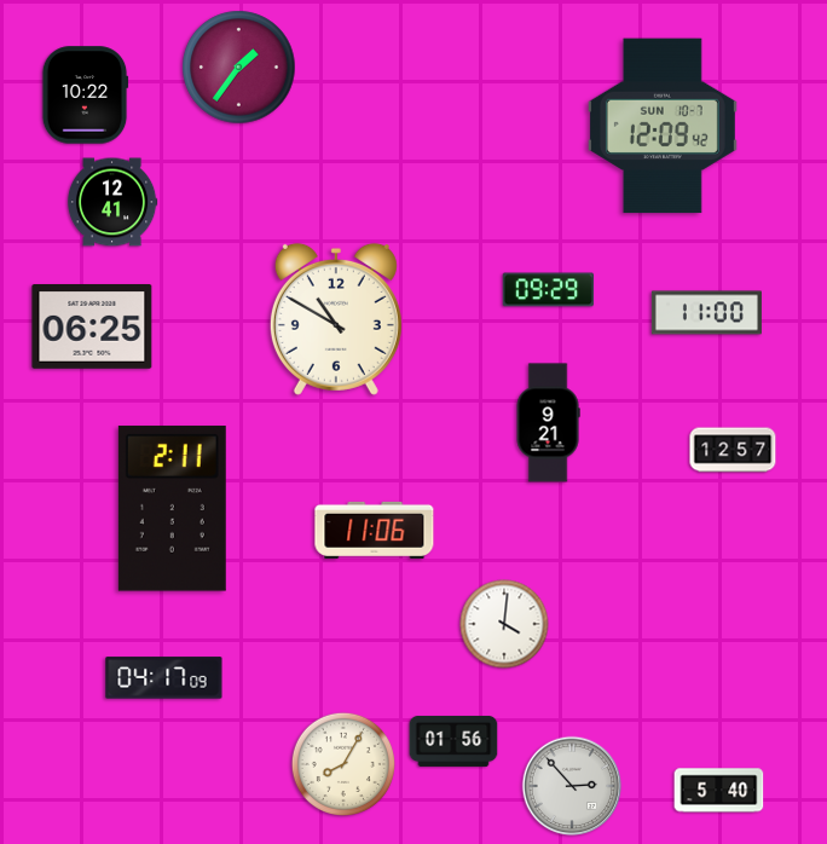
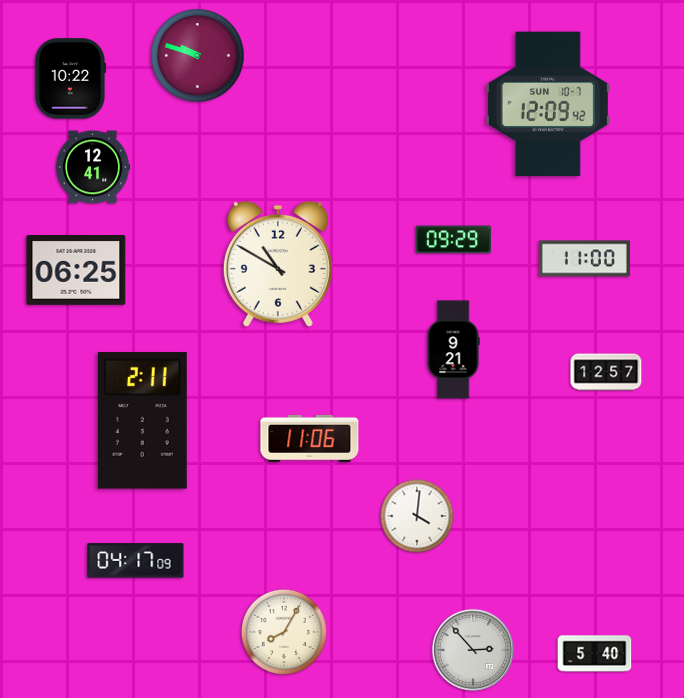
clock at (239, 68): 1:36 -> 9:48
clock at (453, 741): 01:56 -> none
